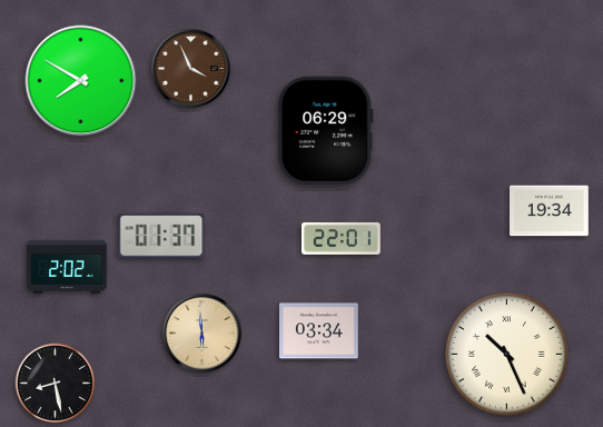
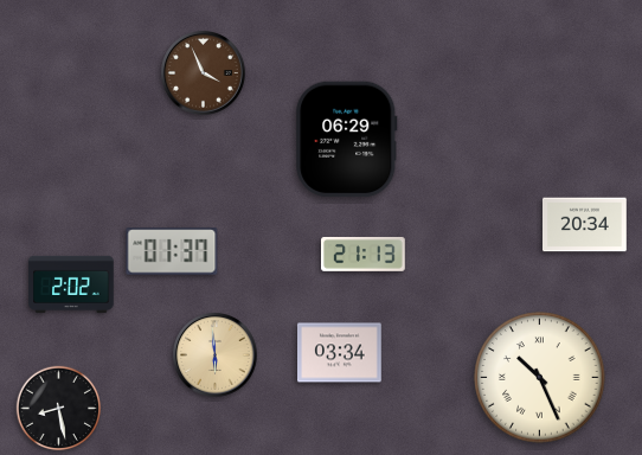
clock at (81, 81): 7:50 -> none
clock at (550, 211): 19:34 -> 20:34
clock at (342, 238): 22:01 -> 21:13
